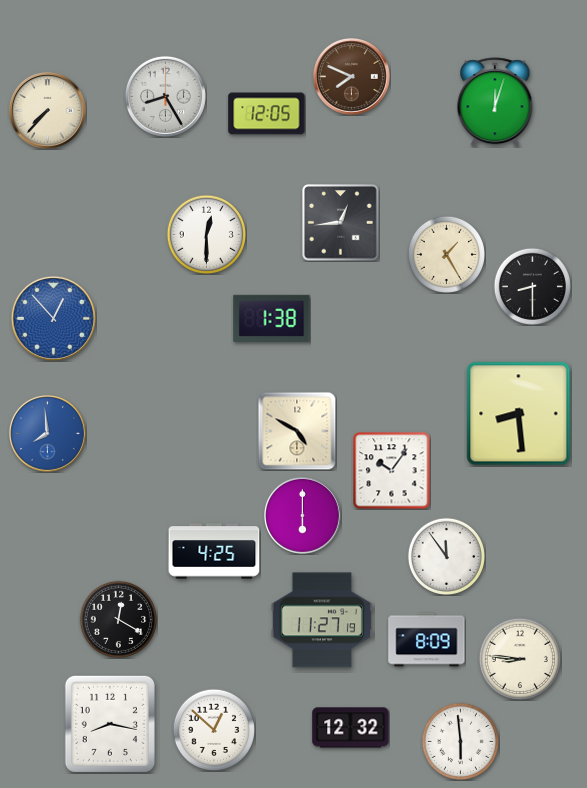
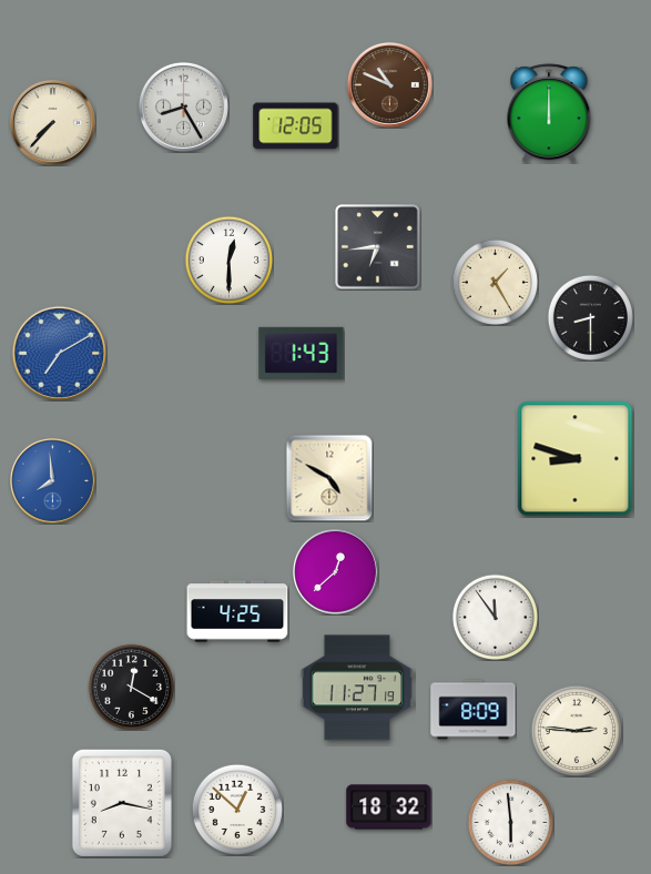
clock at (352, 77): 7:49 -> 10:49
clock at (495, 102): 12:03 -> 12:00
clock at (341, 223): 12:44 -> 6:44
clock at (53, 318): 12:53 -> 7:10
clock at (272, 318): 1:38 -> 1:43
clock at (519, 414): 8:29 -> 8:48
clock at (391, 470): 10:06 -> none
clock at (303, 516): 6:00 -> 12:38
clock at (519, 658): 8:46 -> 2:46
clock at (351, 728): 12:32 -> 18:32
